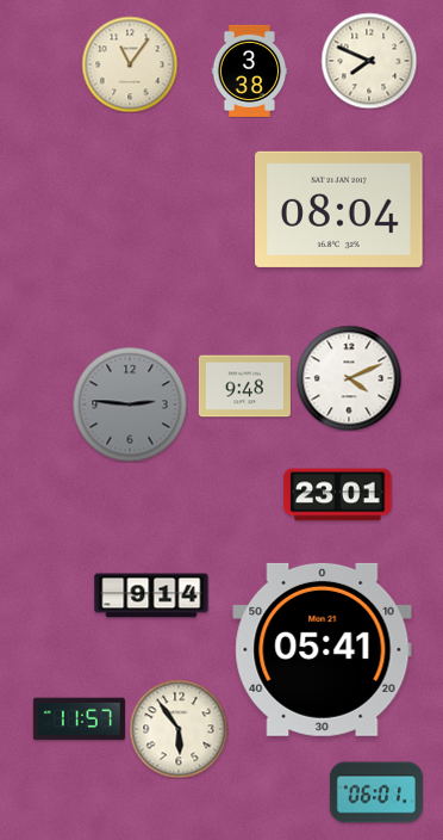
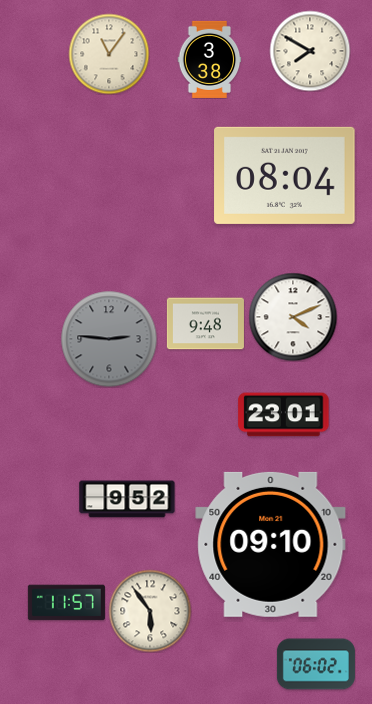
clock at (369, 61): 7:49 -> 7:50
clock at (151, 595): 9:14 -> 9:52
clock at (323, 649): 05:41 -> 09:10
clock at (376, 792): 06:01 -> 06:02
